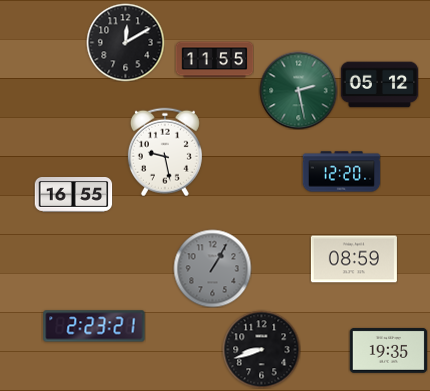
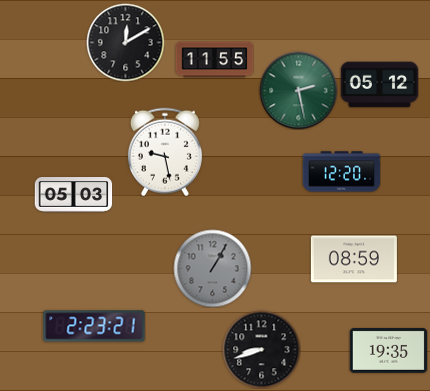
clock at (73, 195): 16:55 -> 05:03
